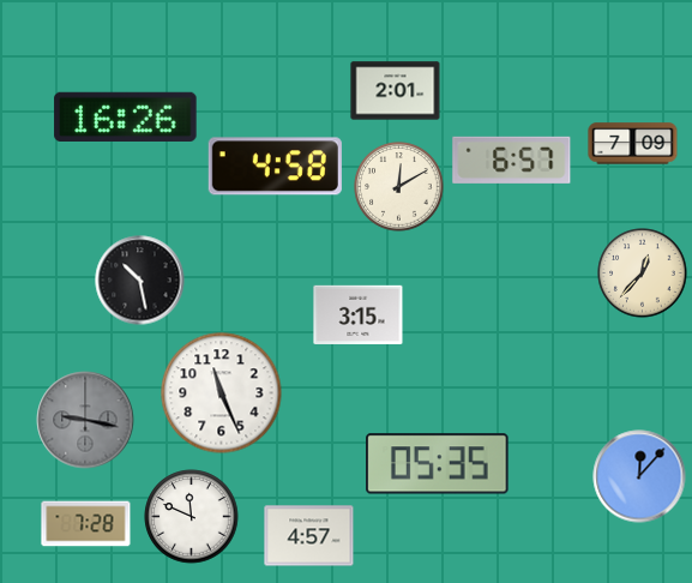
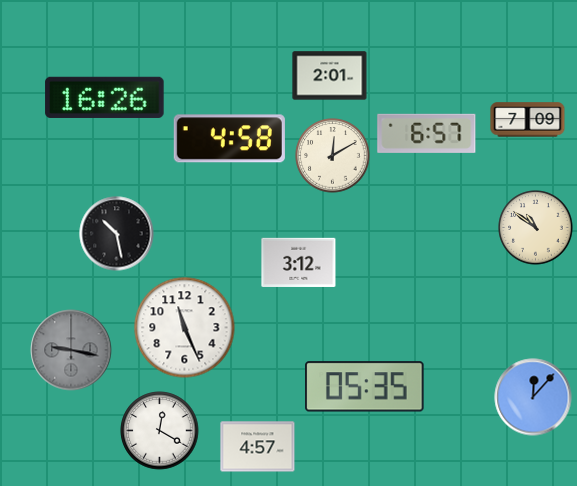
clock at (643, 274): 12:37 -> 10:51
clock at (359, 314): 3:15 -> 3:12
clock at (192, 517): 11:49 -> 12:20
clock at (86, 524): 7:28 -> none
